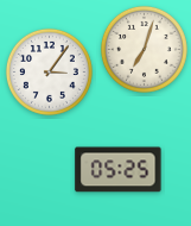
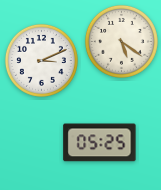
clock at (144, 49): 7:03 -> 5:21
clock at (49, 71): 3:06 -> 3:11
